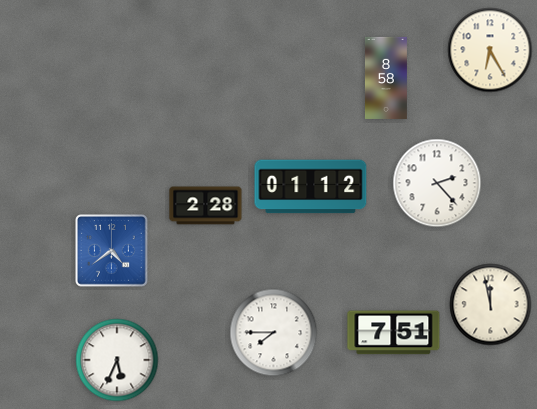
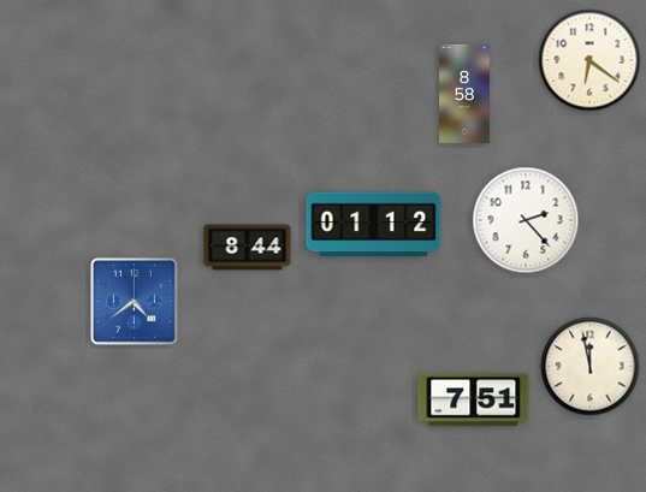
clock at (490, 50): 6:25 -> 6:21
clock at (206, 206): 2:28 -> 8:44
clock at (274, 333): 7:45 -> none
clock at (117, 360): 5:34 -> none
